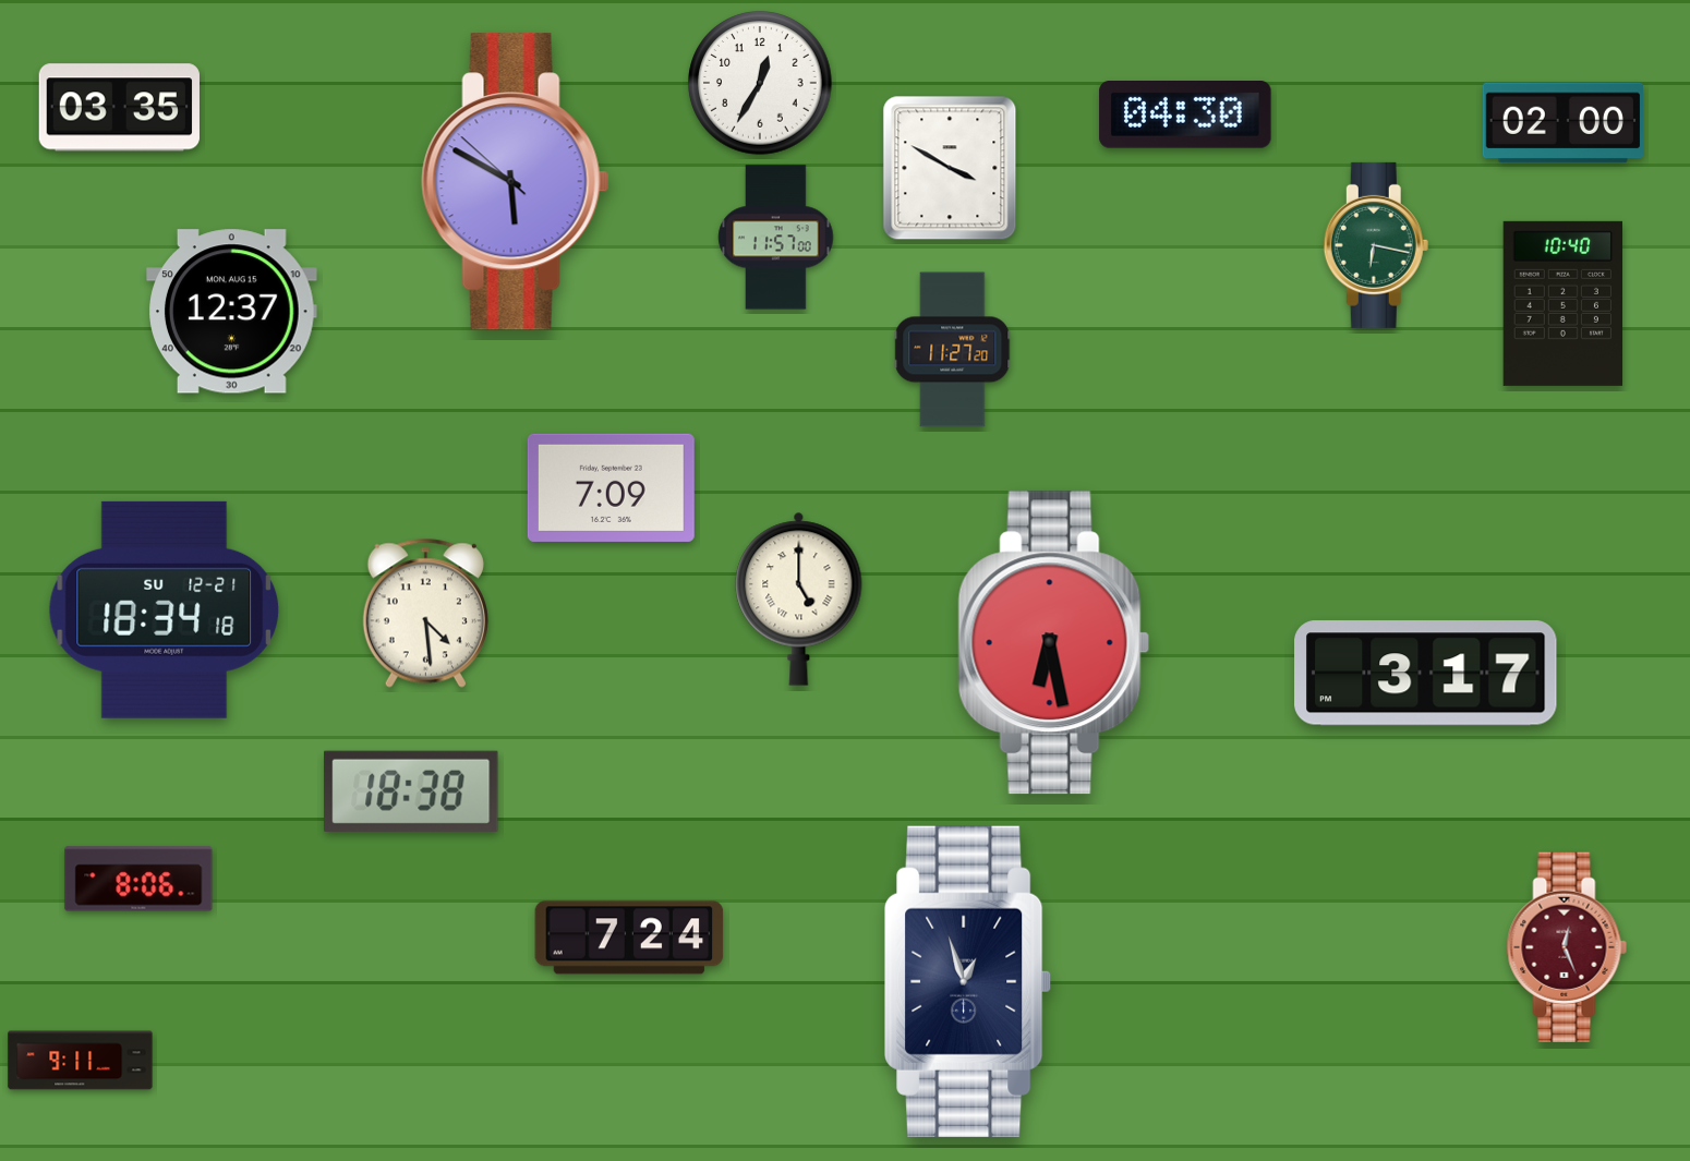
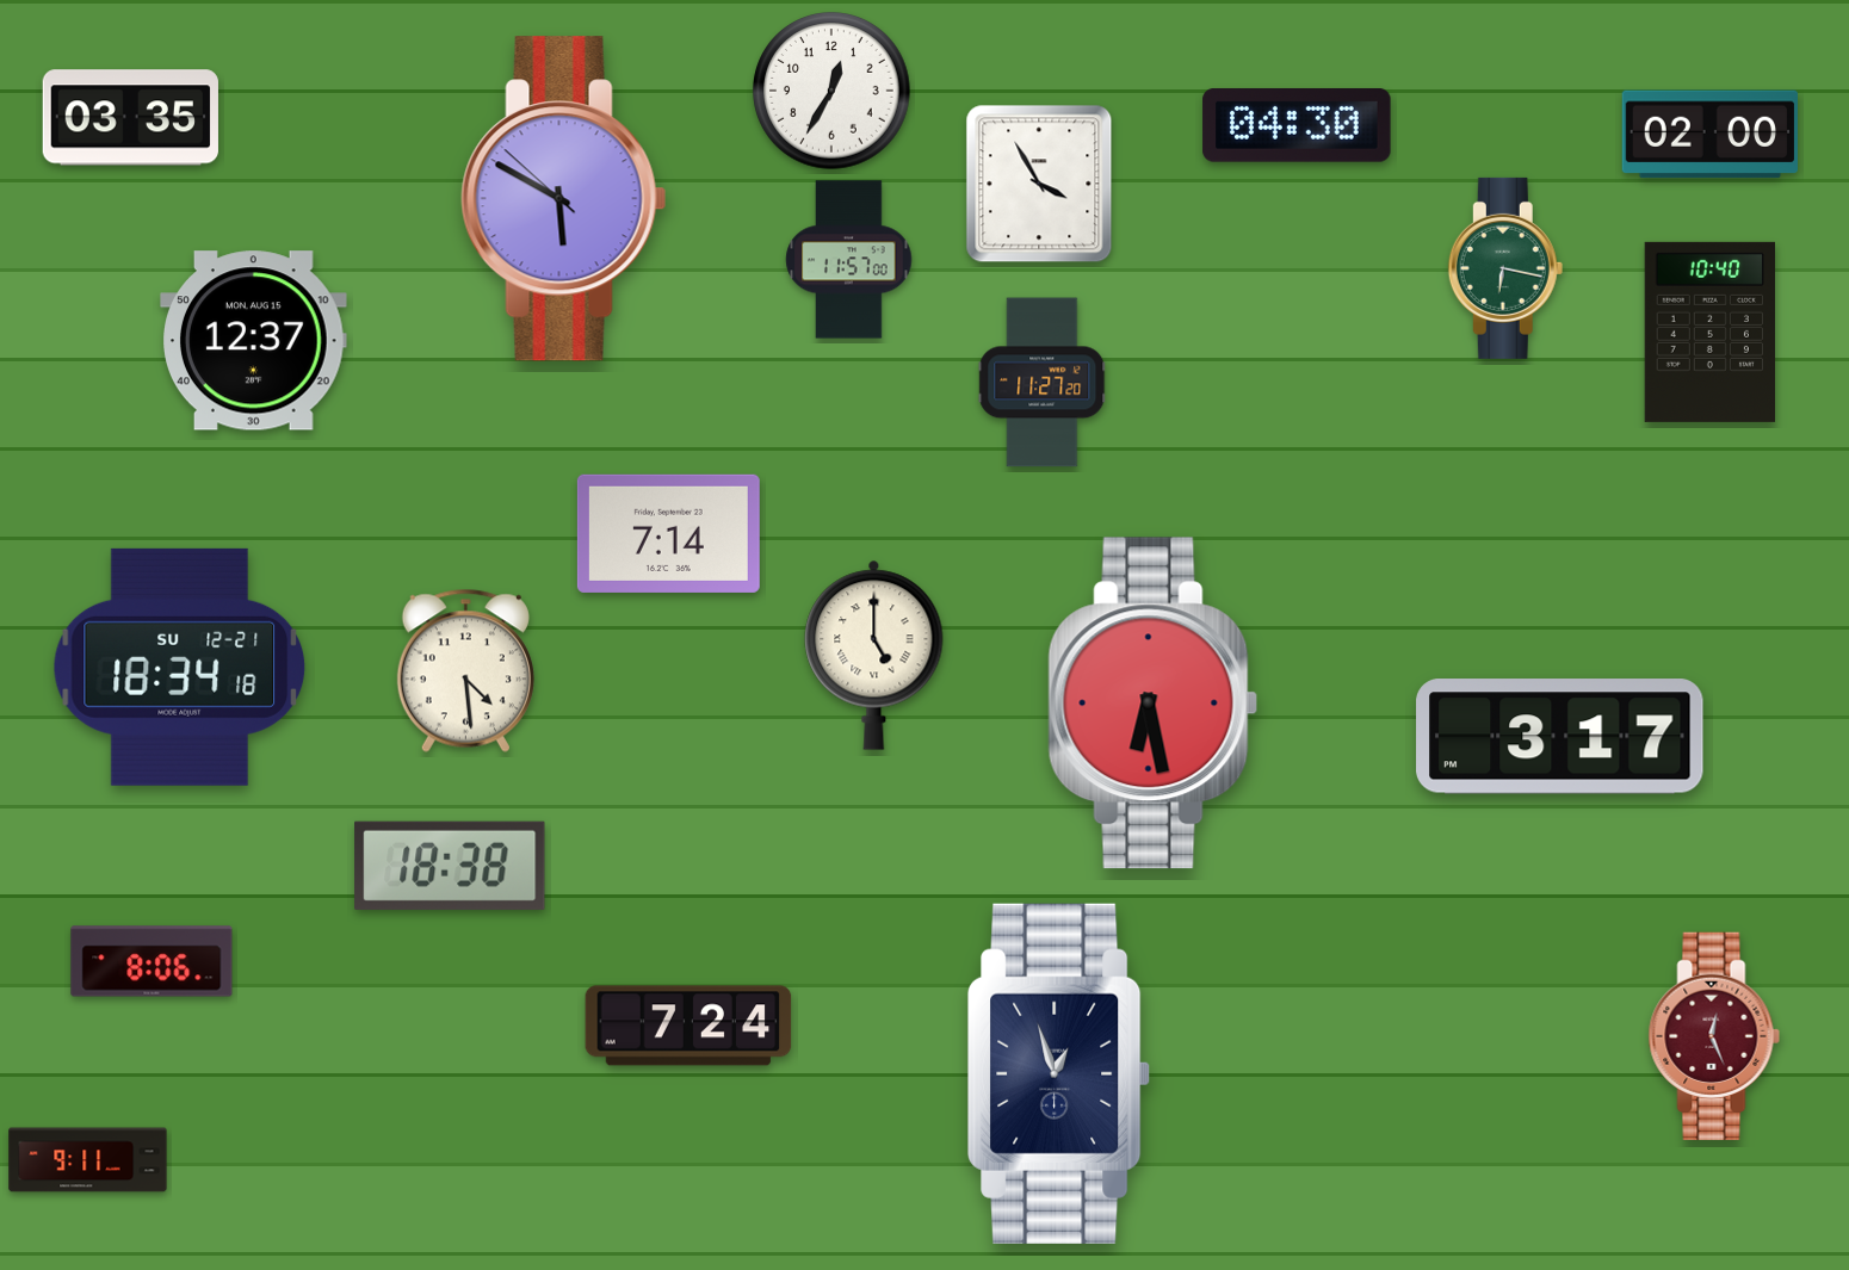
clock at (950, 168): 3:50 -> 3:55
clock at (611, 487): 7:09 -> 7:14
